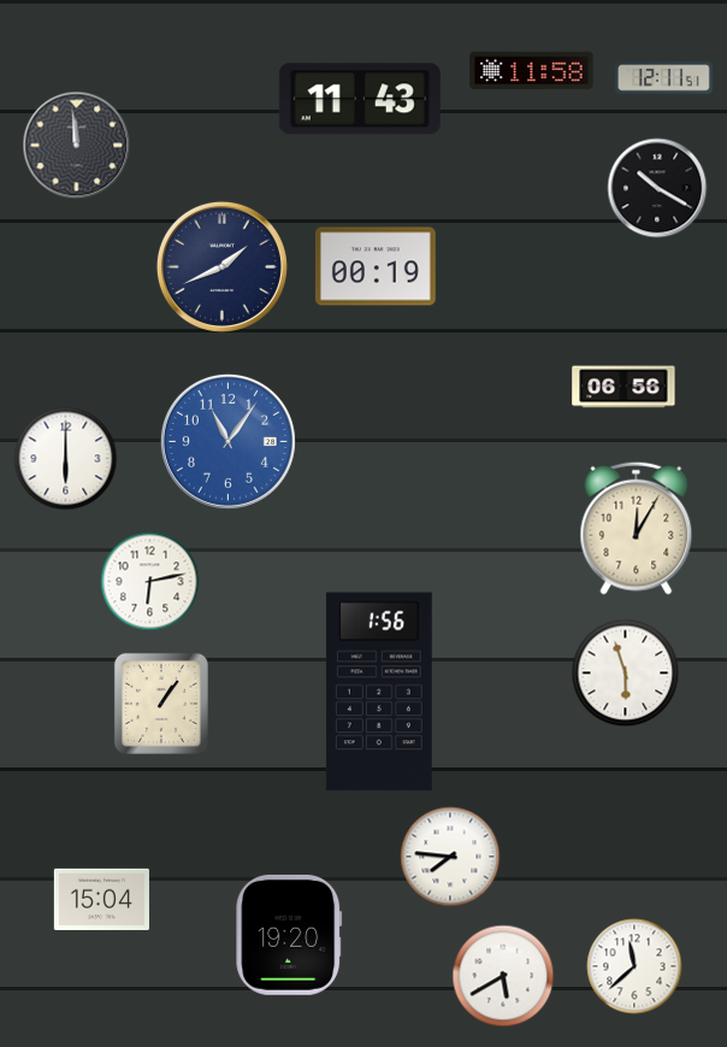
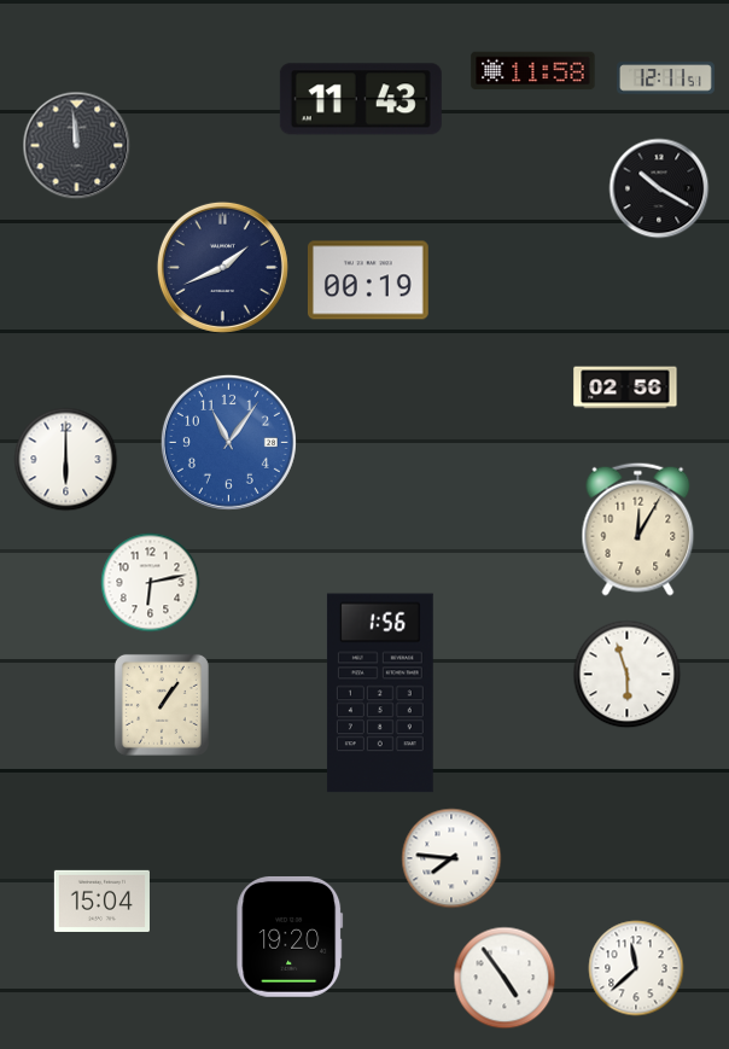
clock at (376, 266) position: (376, 266) -> (368, 280)
clock at (623, 387): 06:56 -> 02:56
clock at (503, 976): 5:40 -> 4:54
